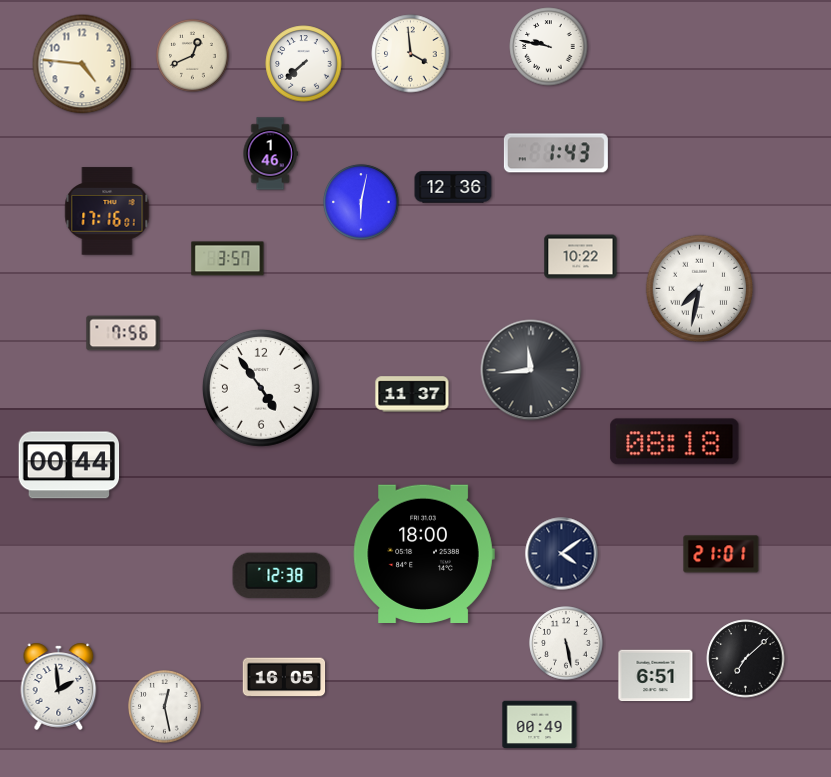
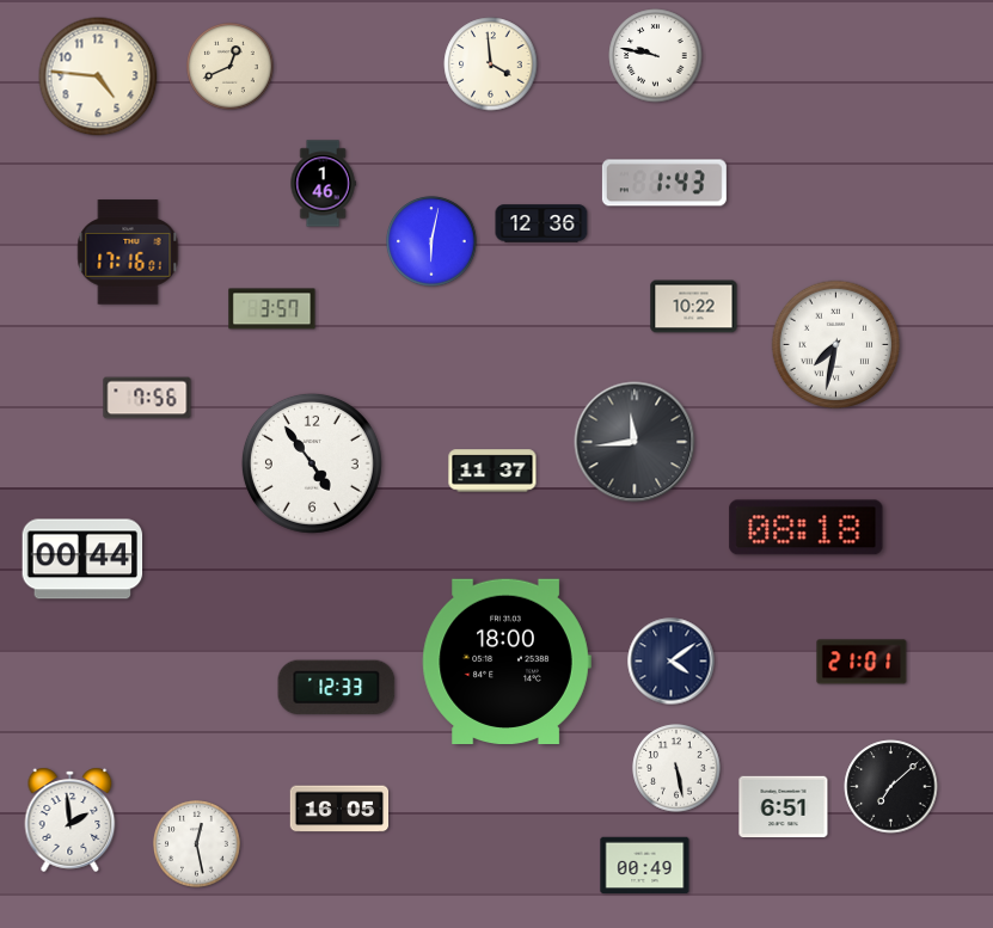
clock at (304, 64): 7:38 -> none
clock at (69, 465) position: (69, 465) -> (82, 559)
clock at (282, 576): 12:38 -> 12:33
